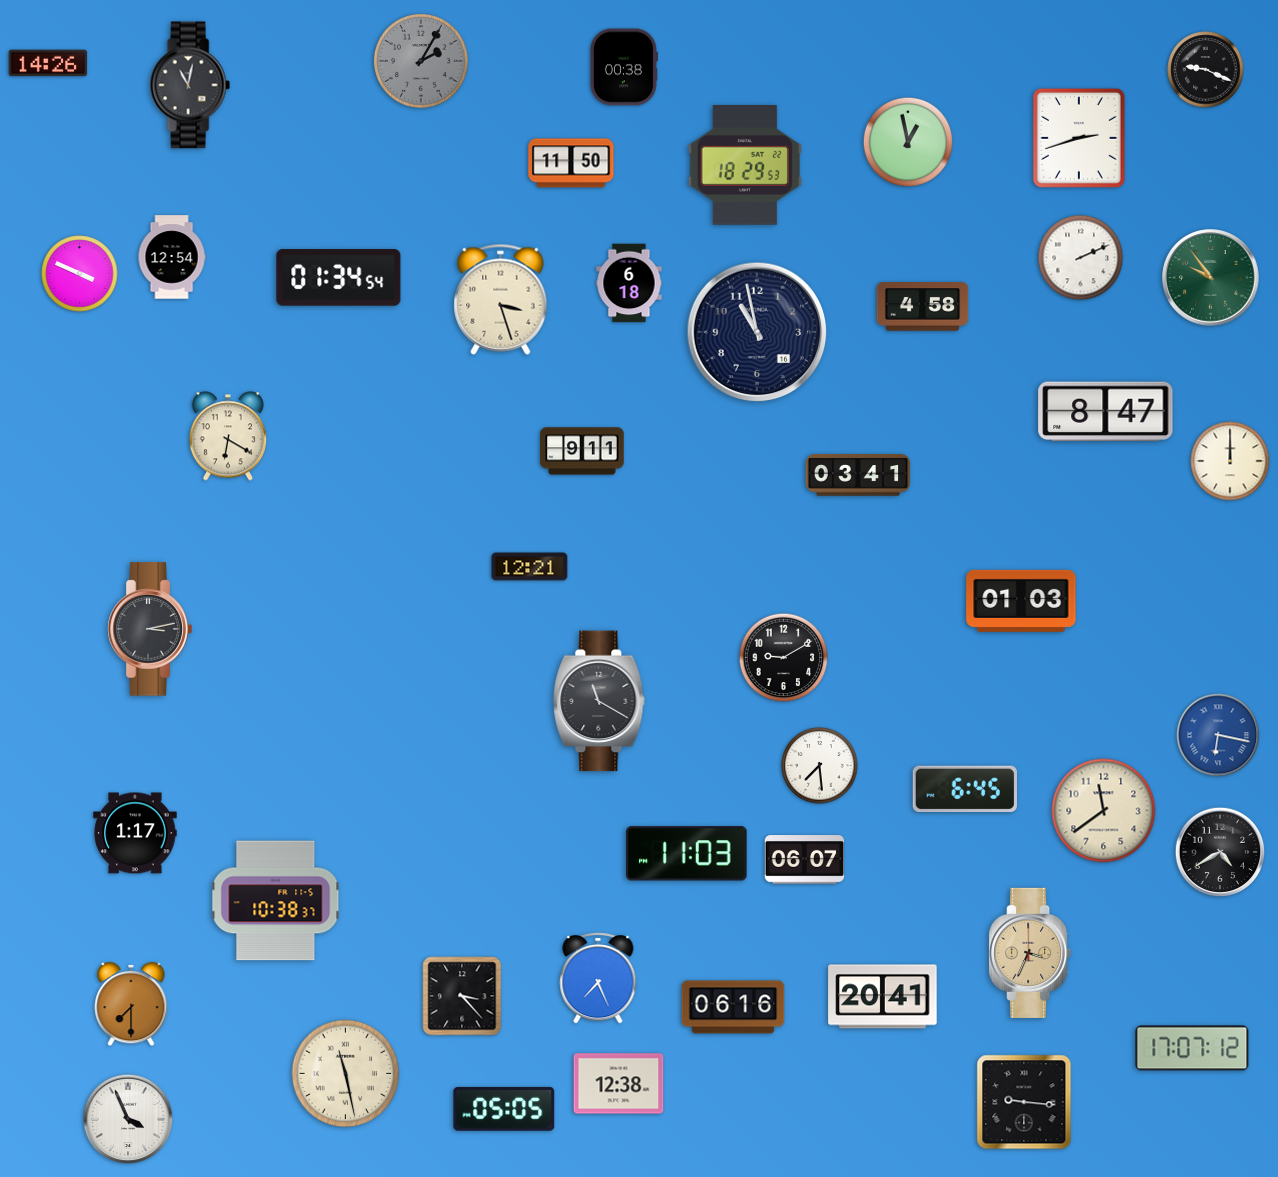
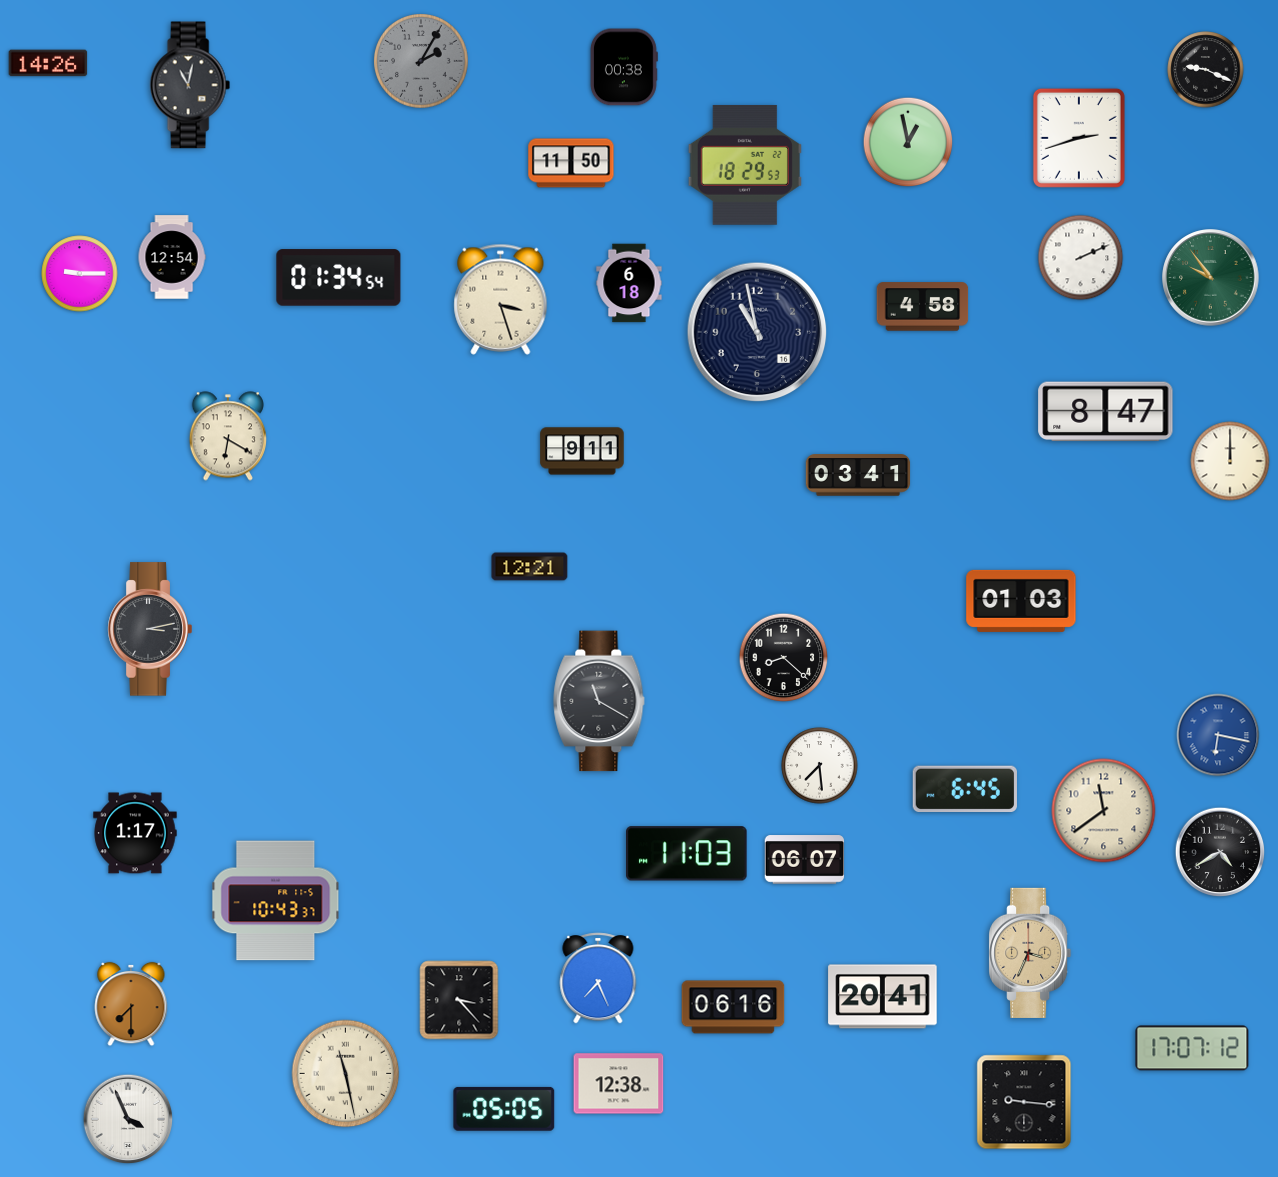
clock at (80, 274): 3:49 -> 9:15
clock at (784, 658): 9:10 -> 8:22
clock at (276, 901): 10:38 -> 10:43
clock at (462, 996) position: (462, 996) -> (459, 1000)
